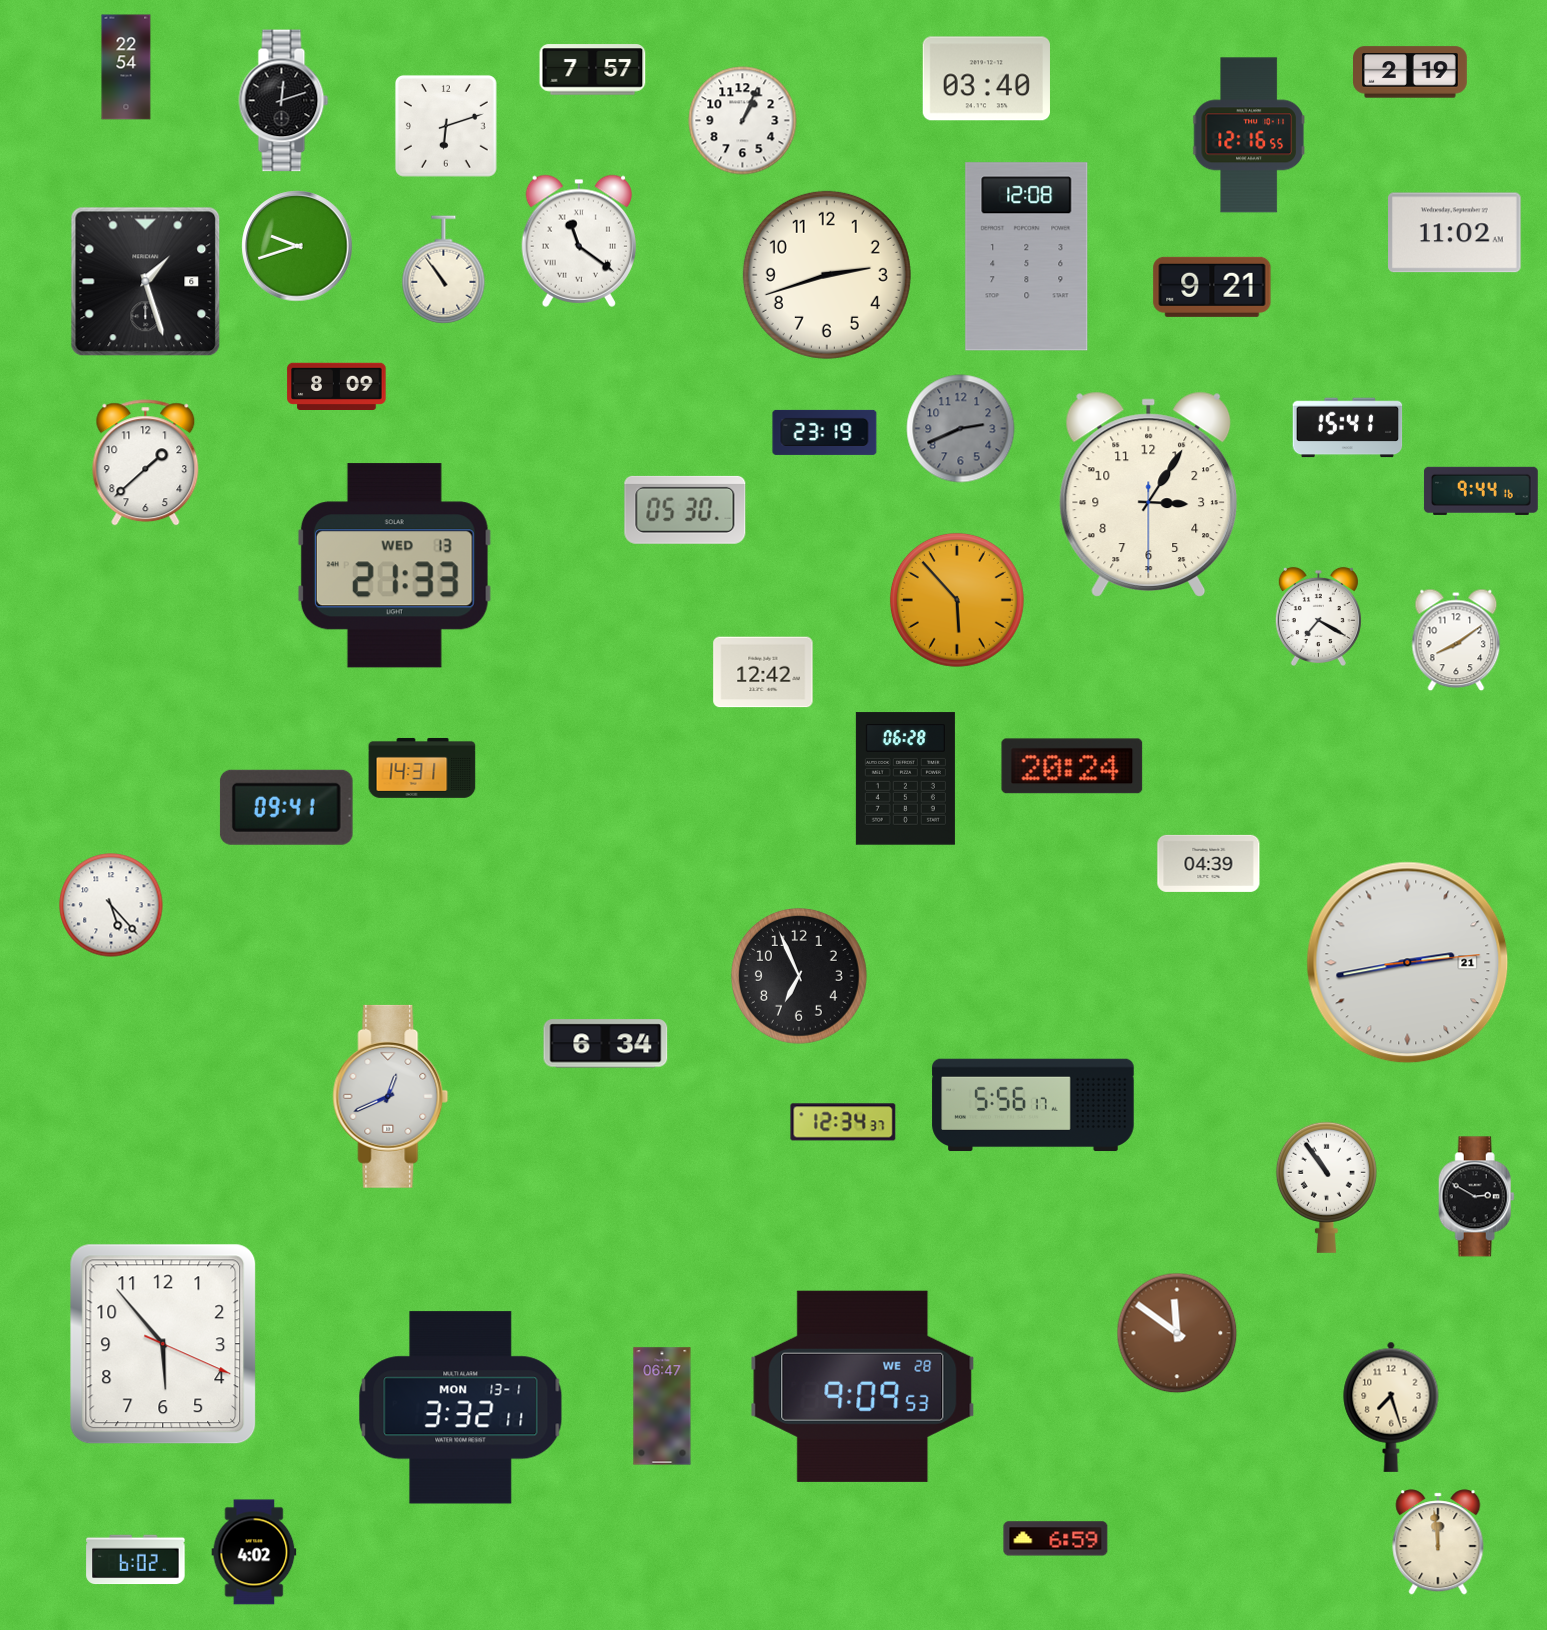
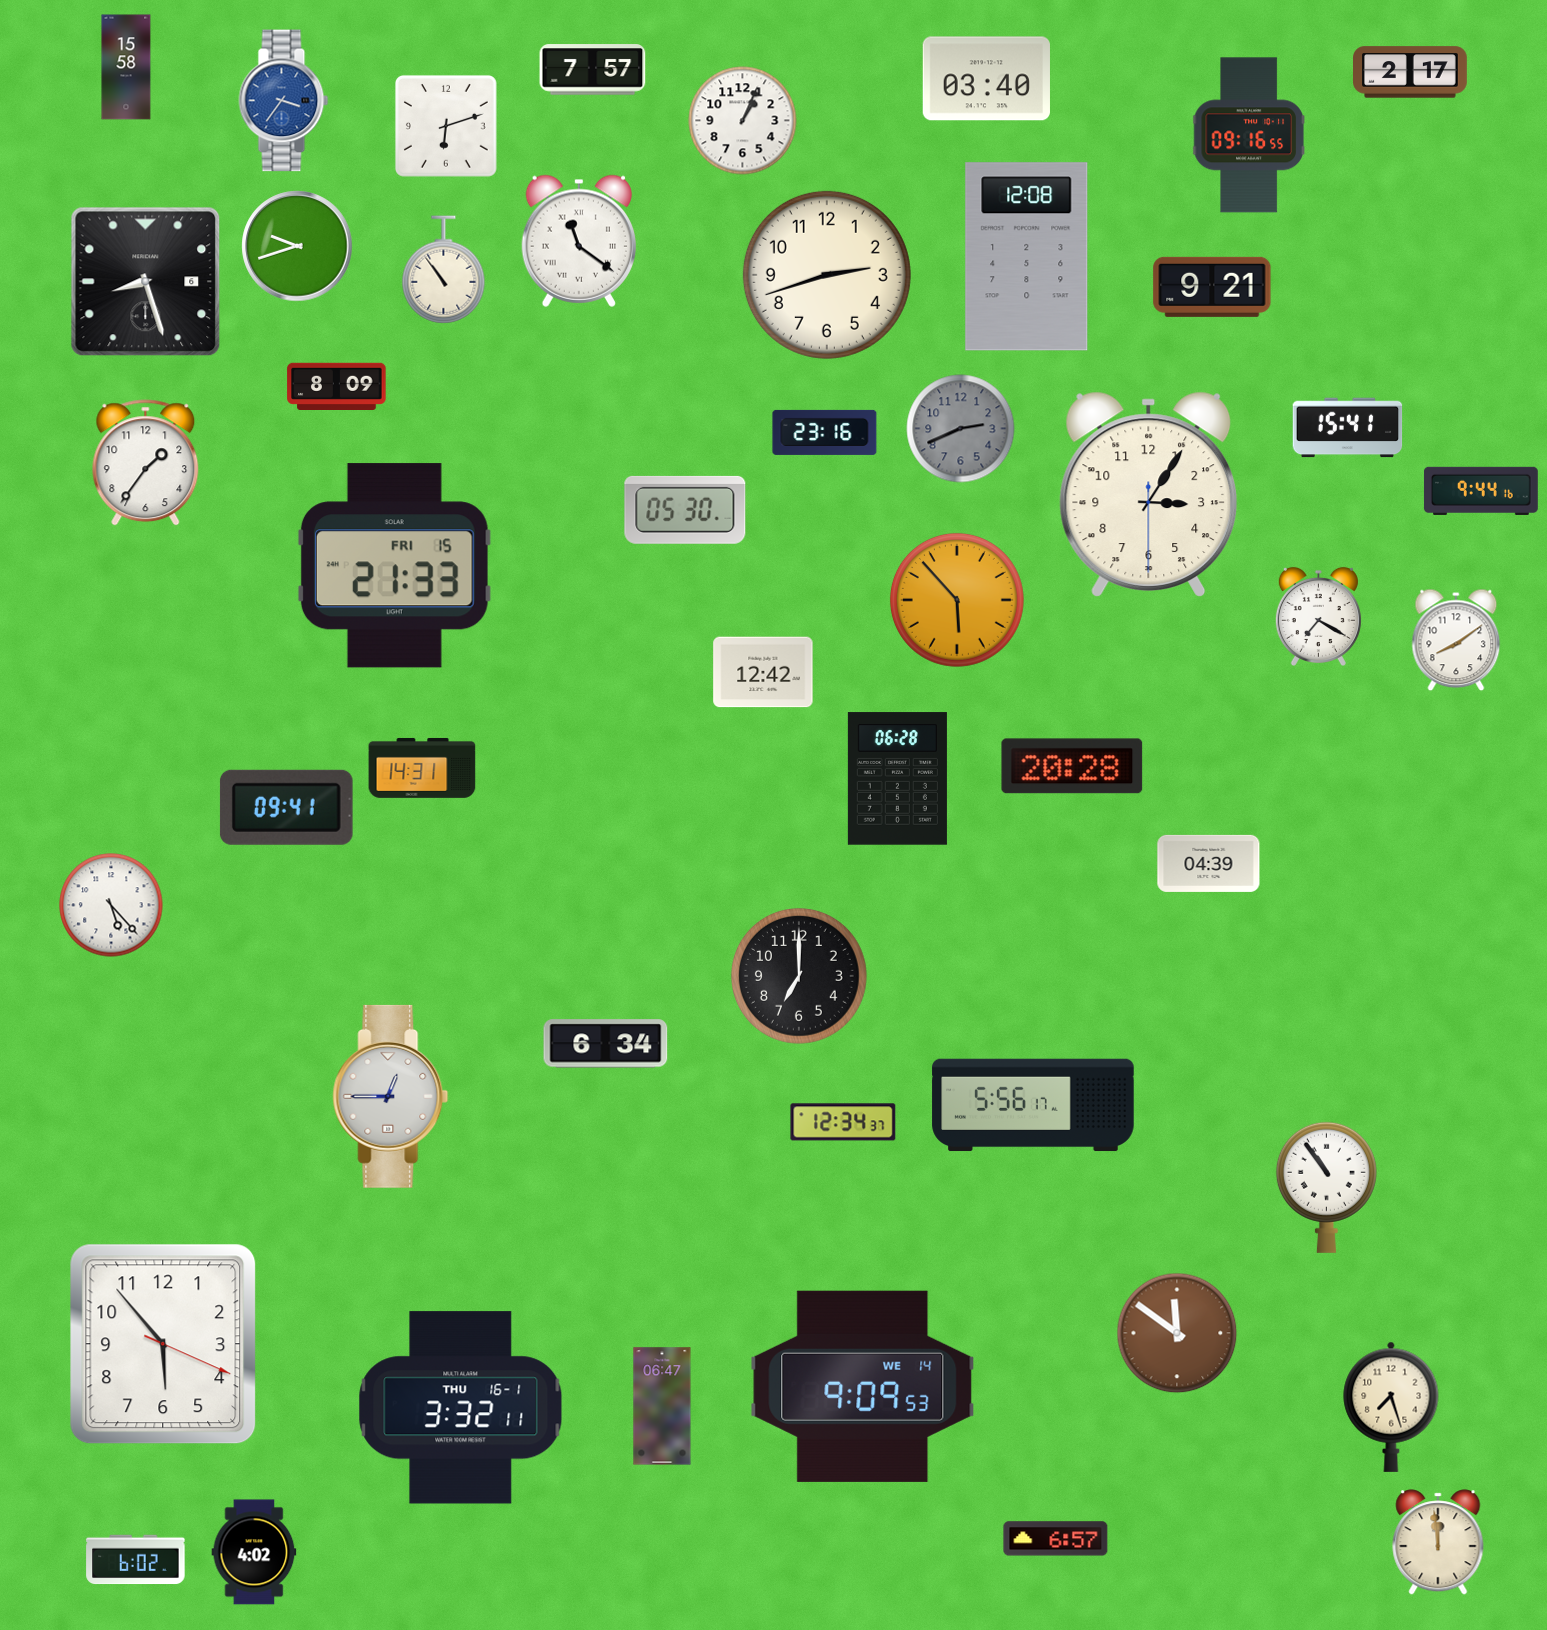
clock at (126, 67): 22:54 -> 15:58
clock at (1411, 72): 2:19 -> 2:17
clock at (284, 101): 12:12 -> 3:36
clock at (284, 101) dial: black -> blue
clock at (1249, 135): 12:16 -> 09:16
clock at (1455, 233): 11:02 -> none
clock at (146, 282): 1:27 -> 8:27
clock at (825, 432): 23:19 -> 23:16
clock at (146, 463): 1:38 -> 1:36
clock at (394, 566) date: WED 13 -> FRI 15
clock at (1072, 766): 20:24 -> 20:28
clock at (905, 779) position: (905, 779) -> (897, 779)
clock at (1408, 963): 2:43 -> none
clock at (800, 977): 6:56 -> 7:00
clock at (391, 1096): 12:41 -> 12:45
clock at (1476, 1197): 2:50 -> none
clock at (863, 1386) date: WE 28 -> WE 14
clock at (461, 1408) date: MON 13-1 -> THU 16-1
clock at (1056, 1539): 6:59 -> 6:57
